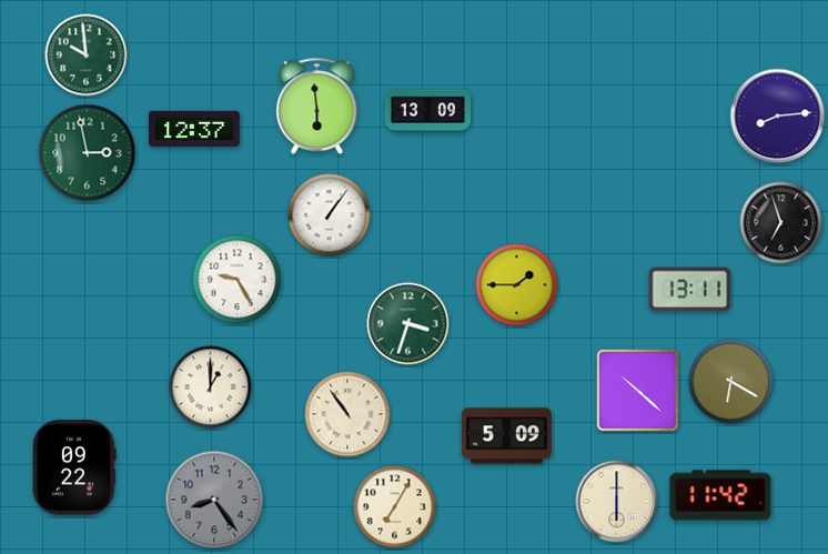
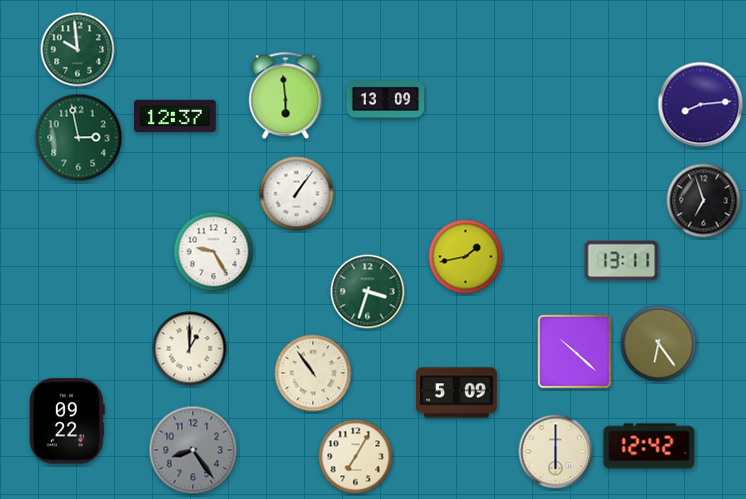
clock at (517, 285): 1:45 -> 1:43
clock at (731, 382): 6:20 -> 6:24
clock at (720, 495): 11:42 -> 12:42
